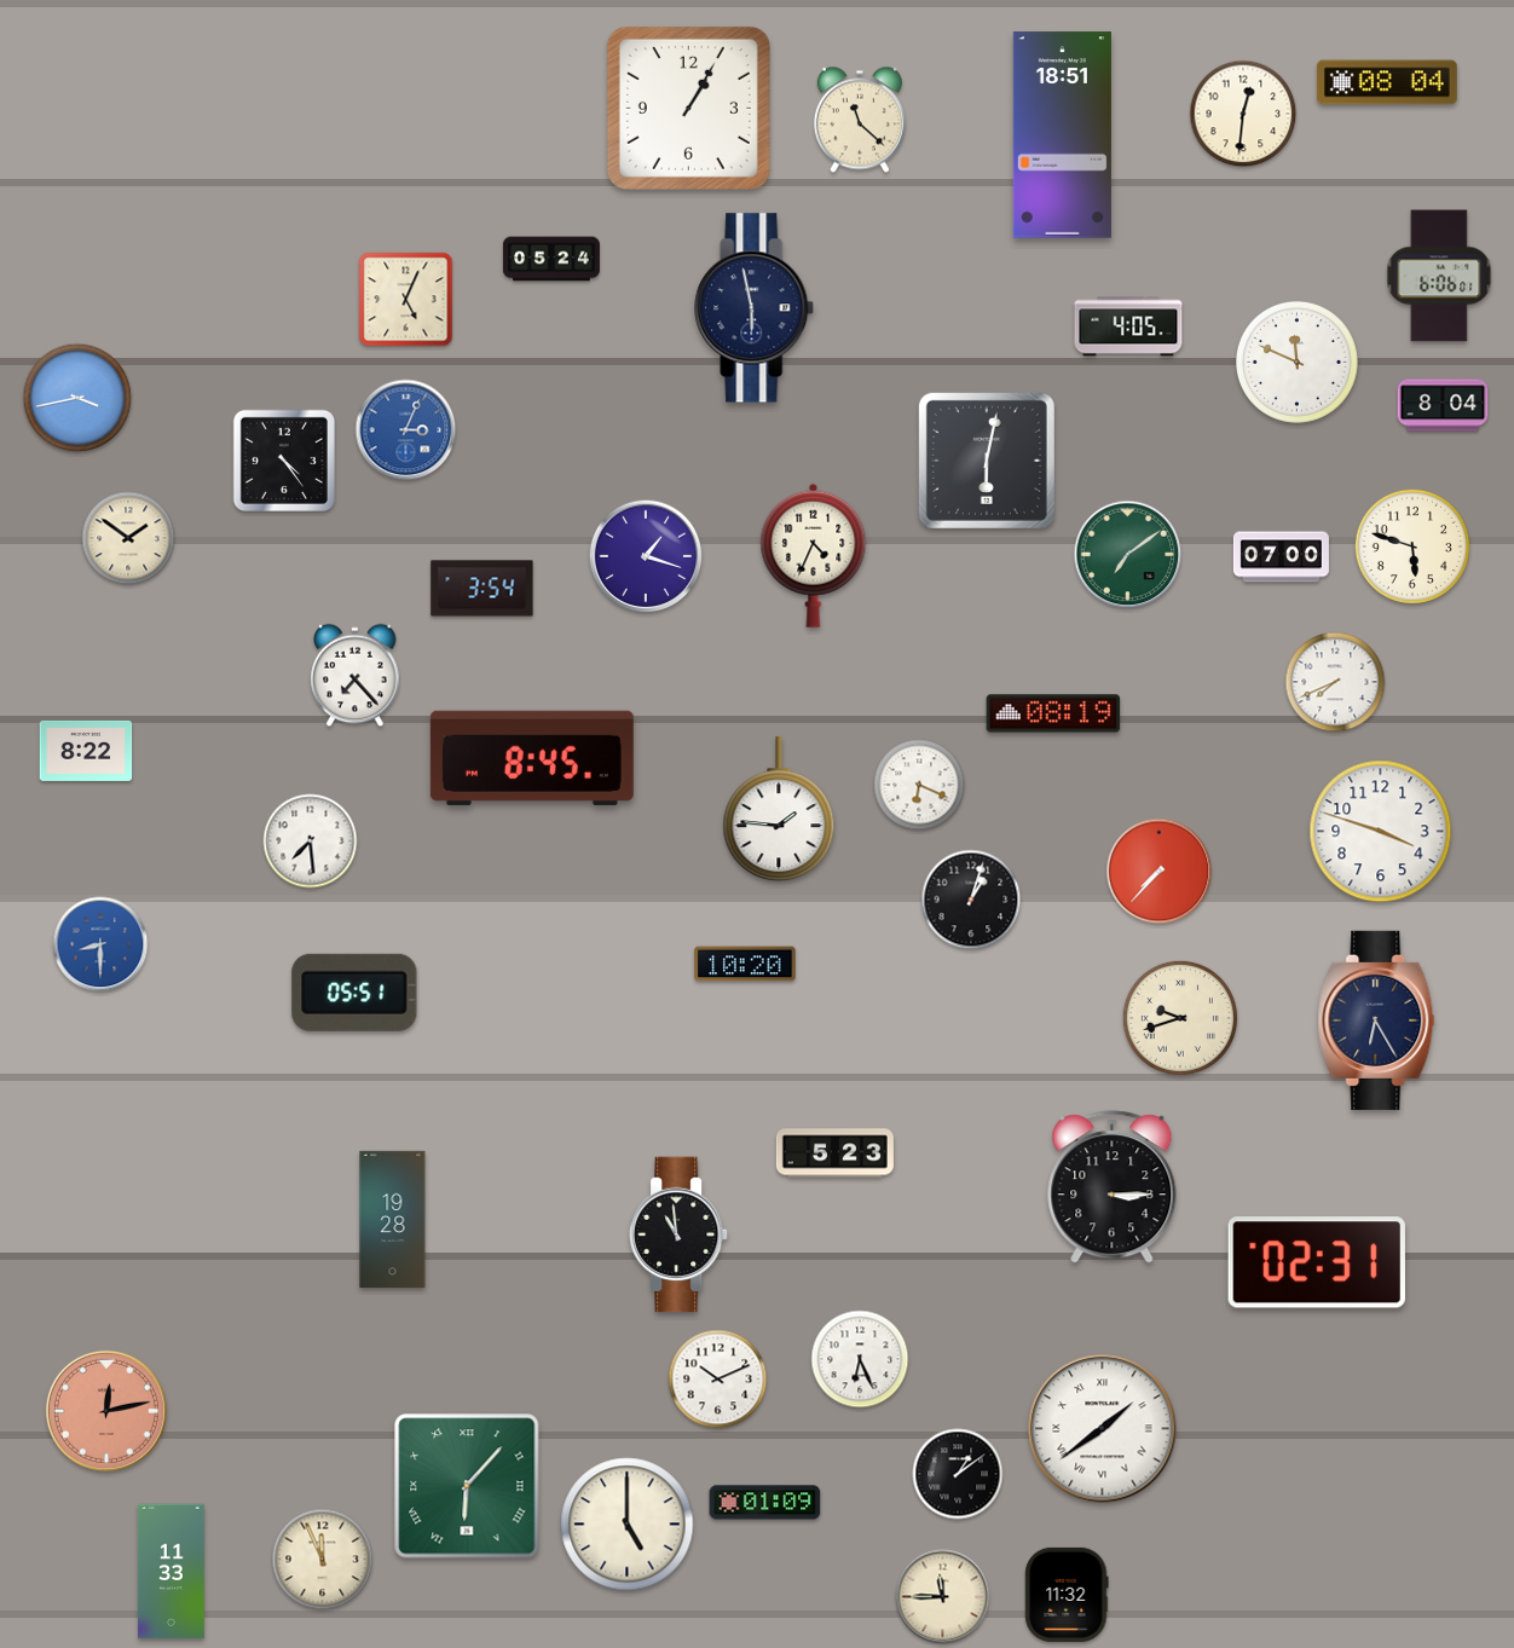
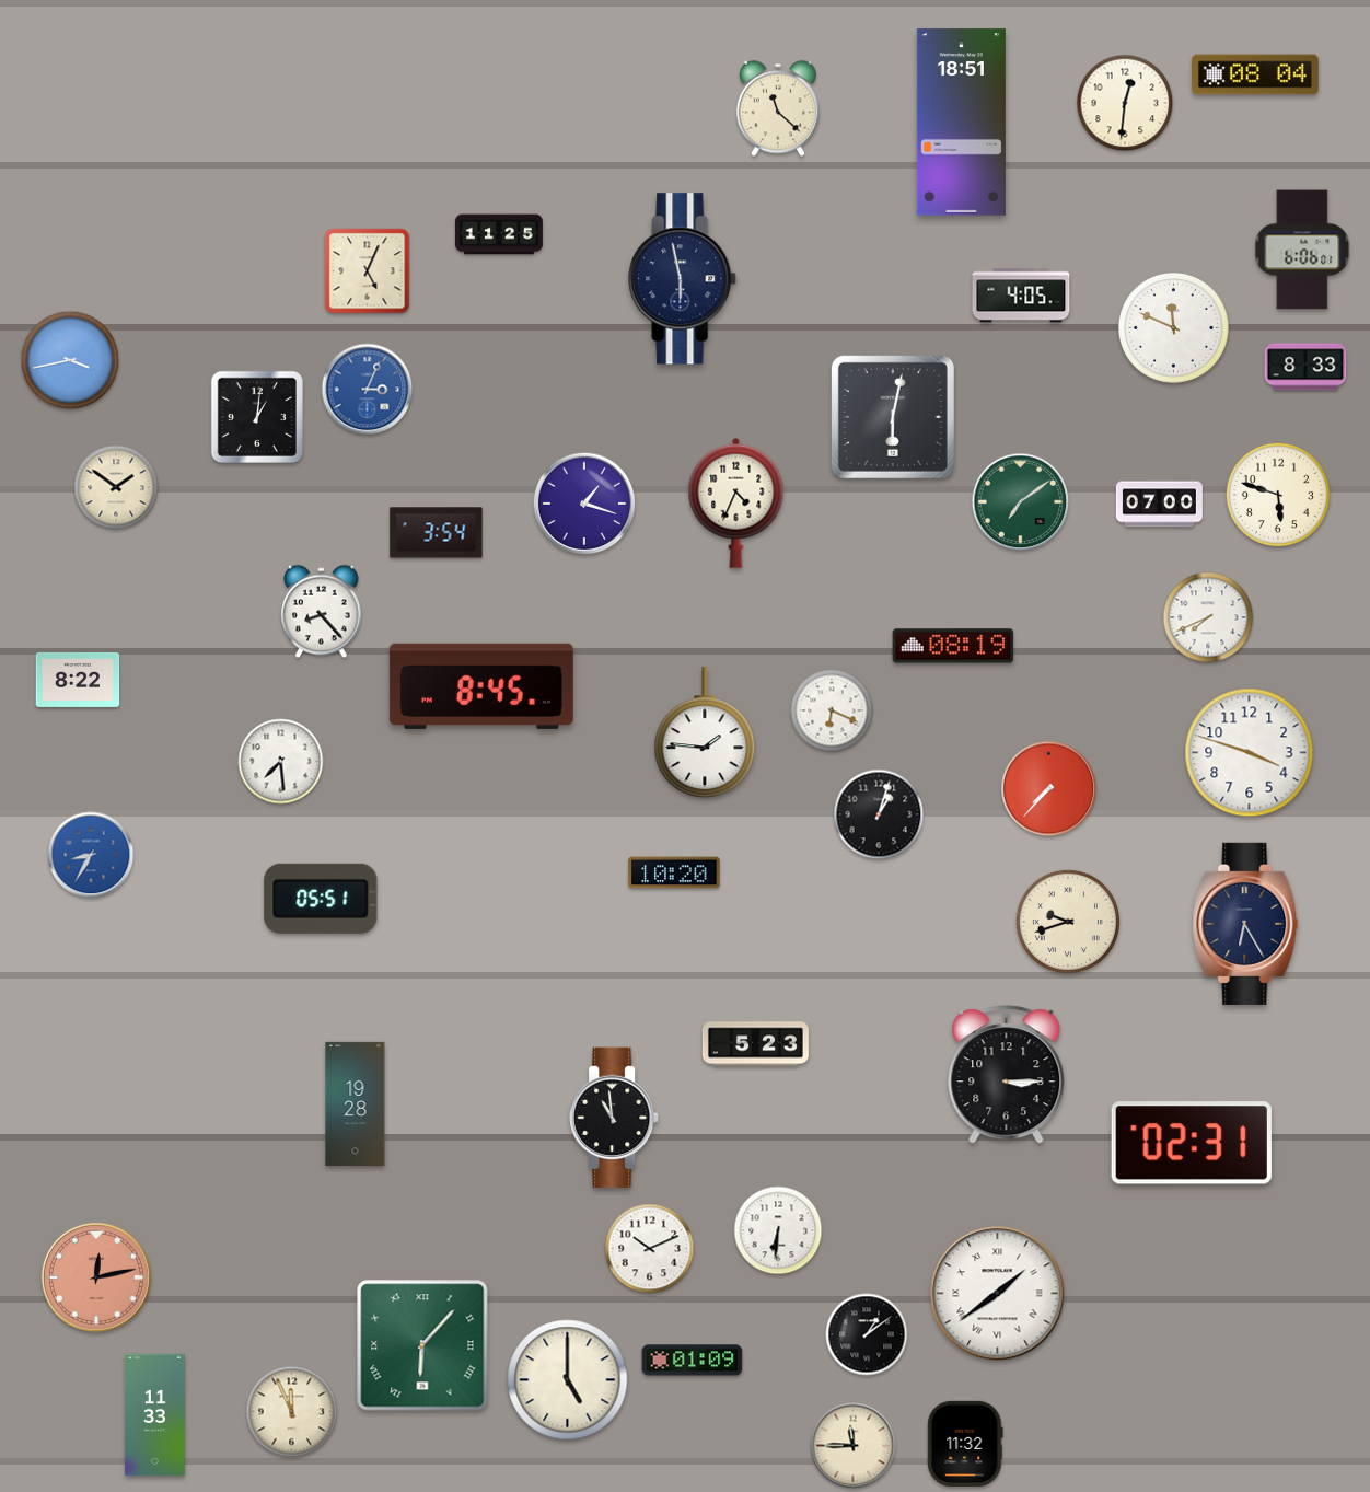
clock at (688, 108): 1:05 -> none
clock at (551, 259): 05:24 -> 11:25
clock at (1443, 405): 8:04 -> 8:33
clock at (284, 461): 4:24 -> 1:01
clock at (356, 676): 7:23 -> 8:23
clock at (100, 944): 8:30 -> 8:35
clock at (860, 1359): 6:26 -> 6:31
clock at (172, 1572) position: (172, 1572) -> (155, 1415)
